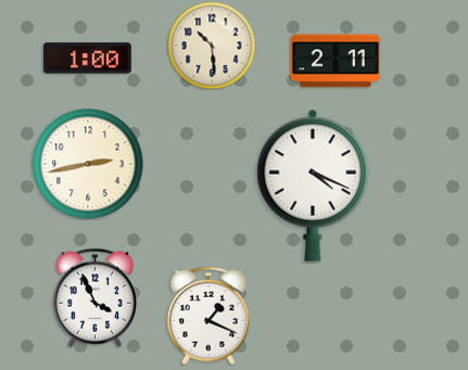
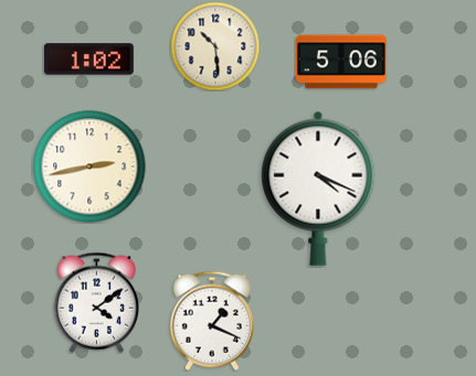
clock at (87, 59): 1:00 -> 1:02
clock at (337, 61): 2:11 -> 5:06
clock at (94, 297): 3:56 -> 4:09
